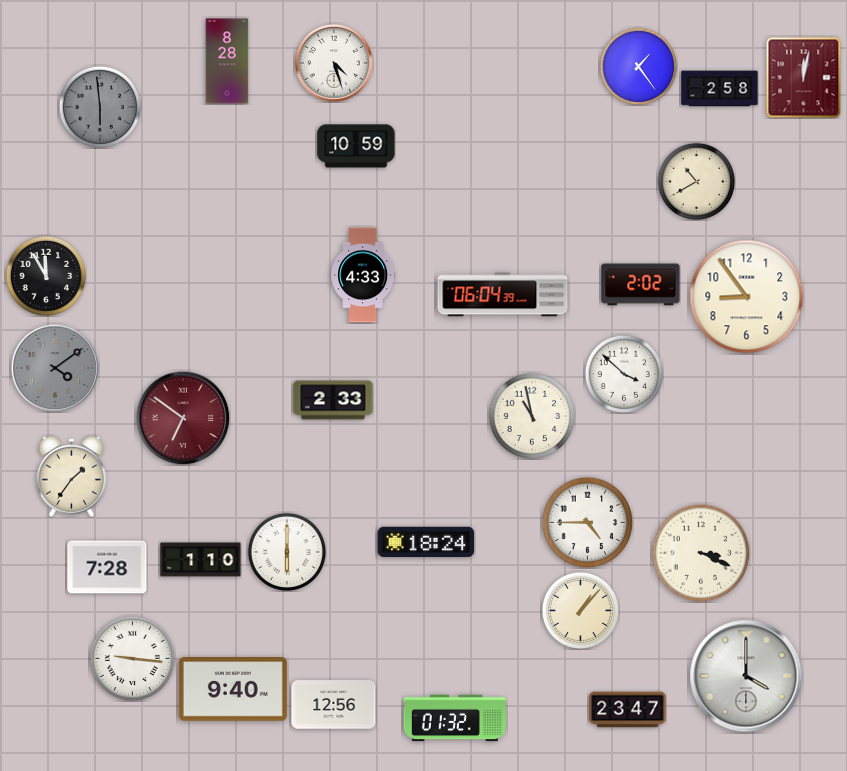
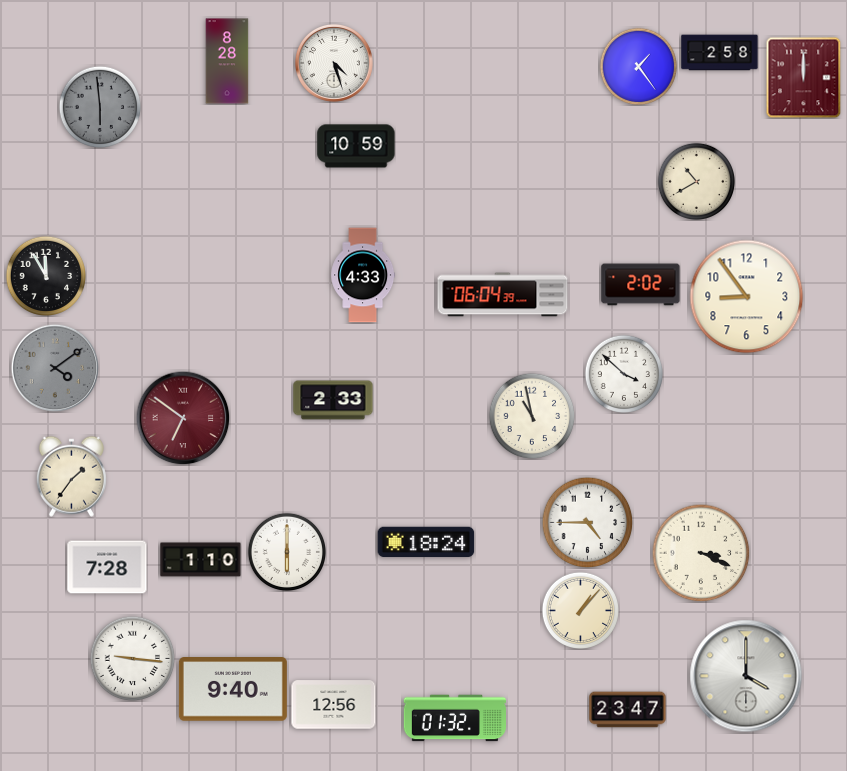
clock at (804, 77): 12:02 -> 12:00
clock at (720, 89) position: (720, 89) -> (720, 53)
